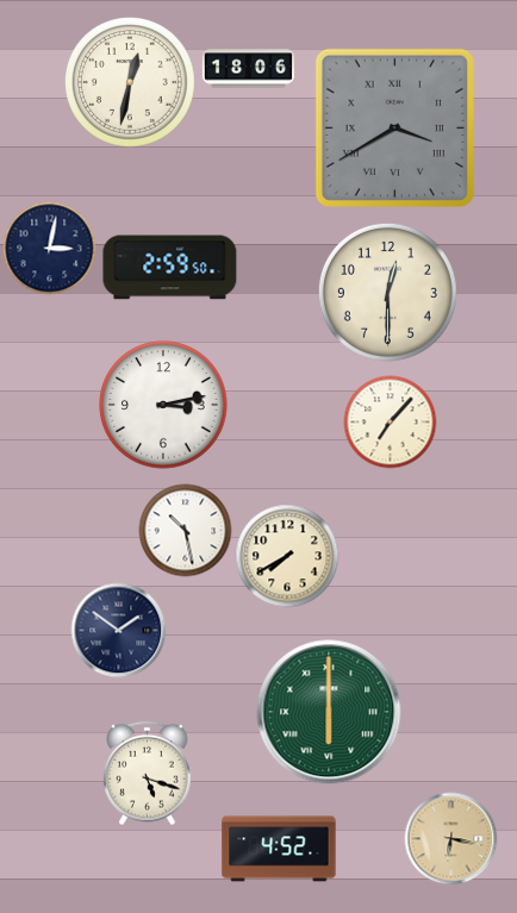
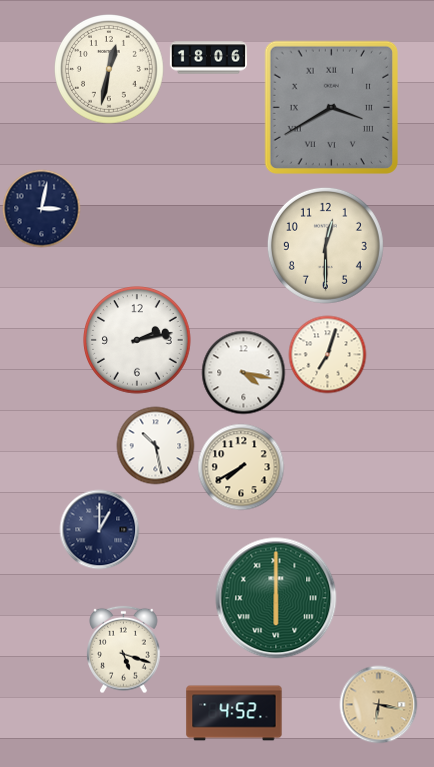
clock at (170, 268): 2:59 -> none
clock at (163, 405): 3:13 -> 2:13
clock at (390, 421): 7:07 -> 7:03
clock at (243, 372): none -> 4:17
clock at (118, 630): 1:51 -> 1:00
